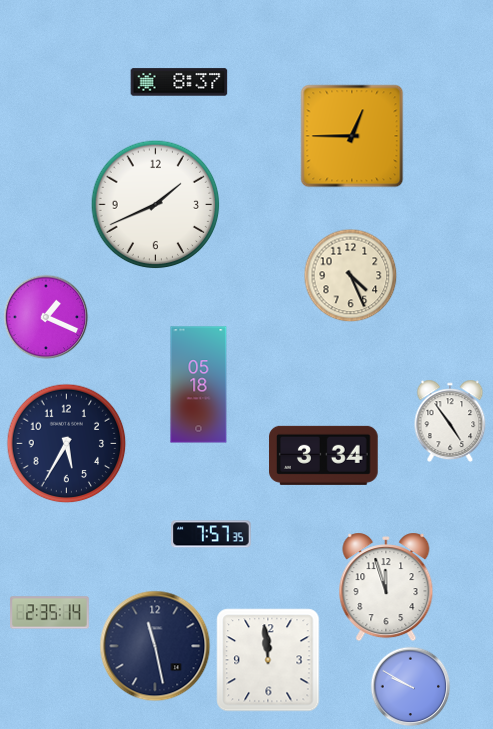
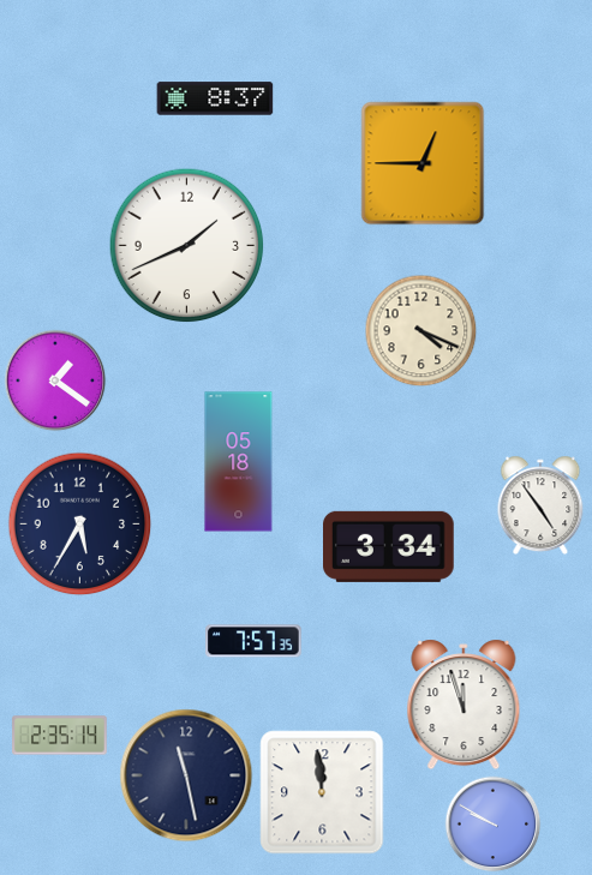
clock at (351, 276): 4:26 -> 4:19
clock at (46, 317): 1:19 -> 1:21
clock at (67, 444) position: (67, 444) -> (80, 525)
